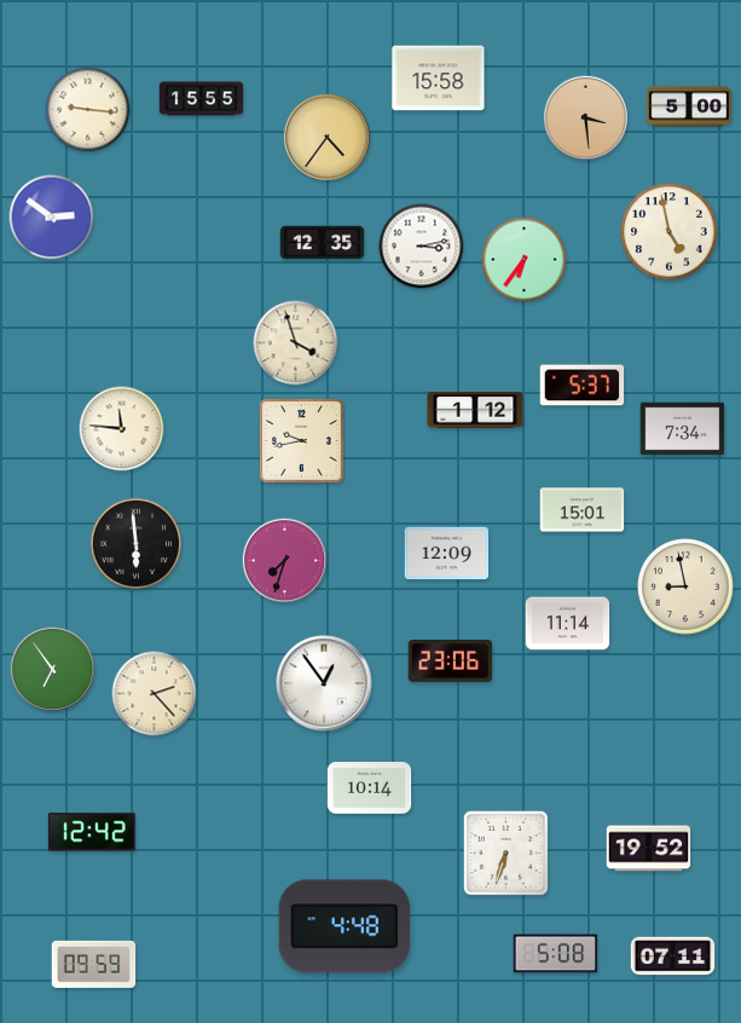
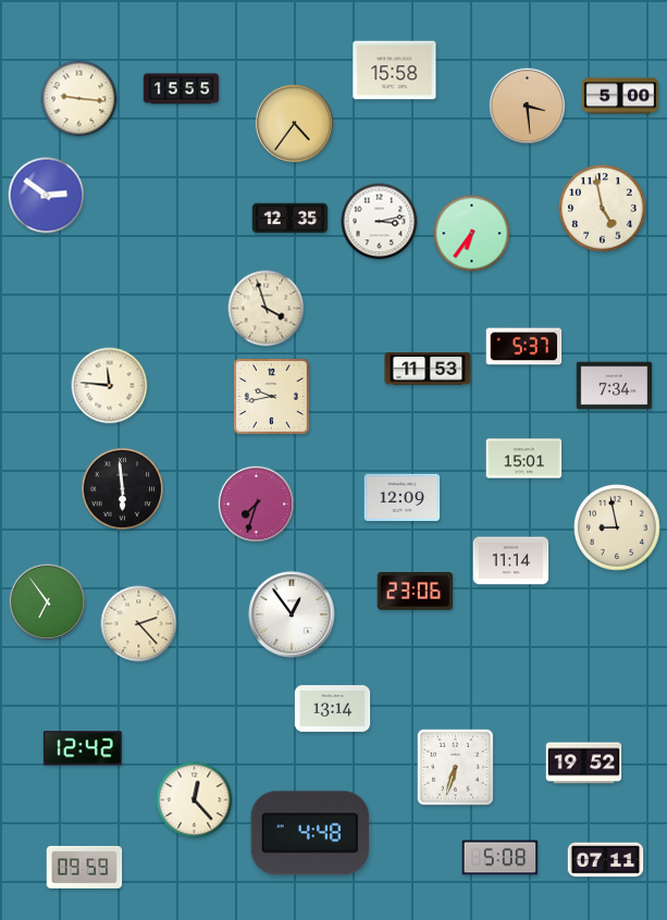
clock at (475, 410): 1:12 -> 11:53
clock at (451, 661) position: (451, 661) -> (416, 592)
clock at (370, 788): 10:14 -> 13:14
clock at (195, 800): none -> 12:23
